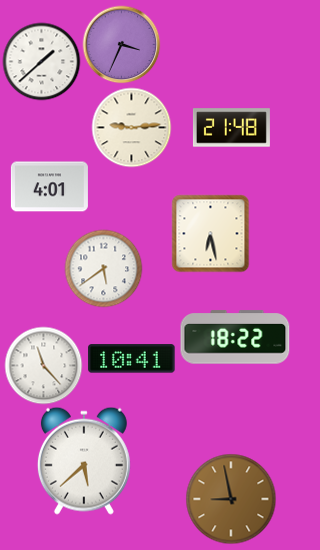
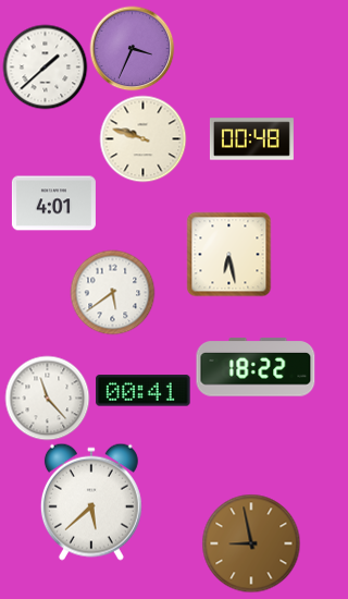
clock at (131, 127): 9:14 -> 9:48
clock at (231, 128): 21:48 -> 00:48
clock at (132, 359): 10:41 -> 00:41
